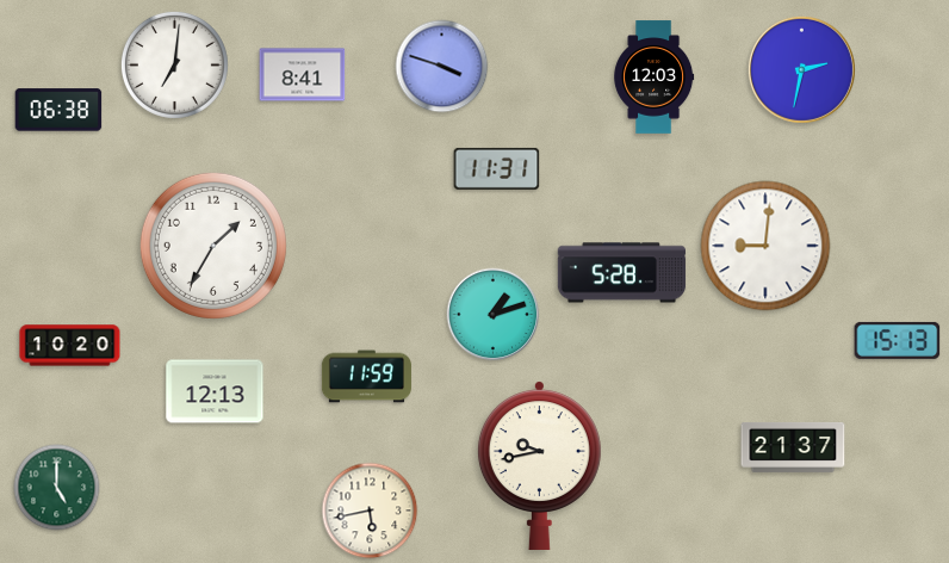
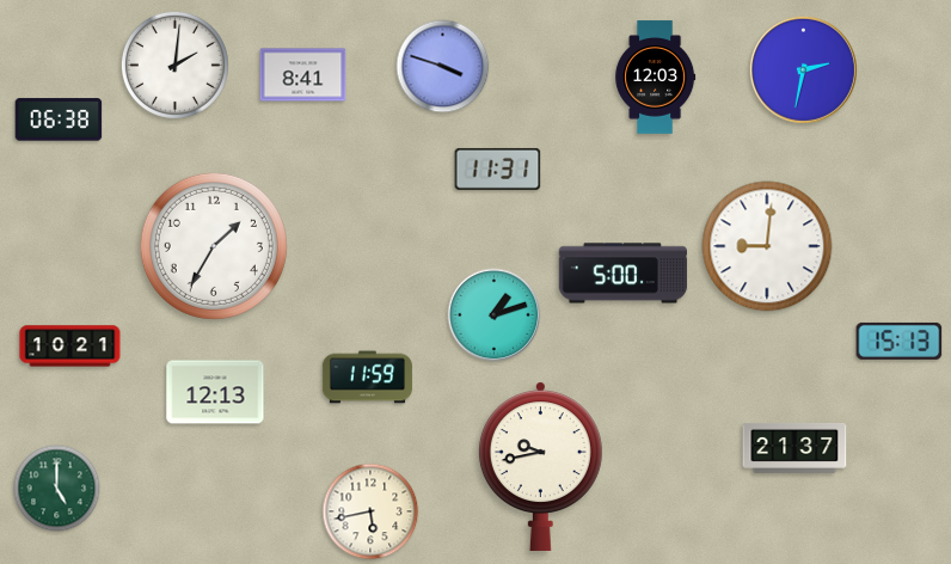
clock at (174, 64): 7:01 -> 2:01
clock at (58, 110) position: (58, 110) -> (59, 119)
clock at (622, 273): 5:28 -> 5:00
clock at (70, 346): 10:20 -> 10:21
